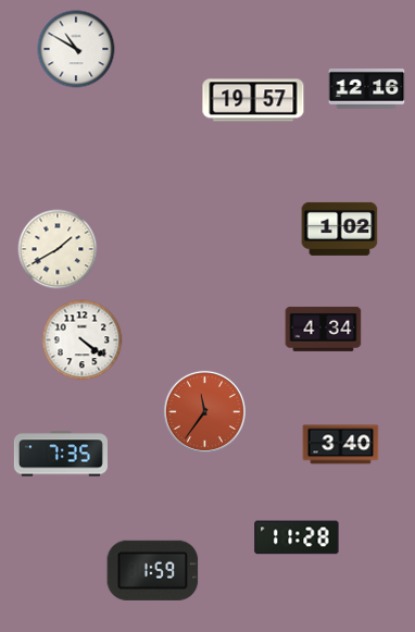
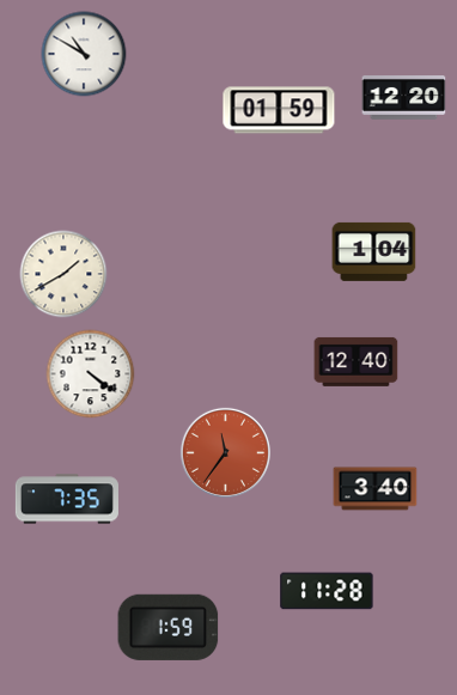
clock at (367, 89): 12:16 -> 12:20
clock at (253, 100): 19:57 -> 01:59
clock at (340, 228): 1:02 -> 1:04
clock at (324, 329): 4:34 -> 12:40
